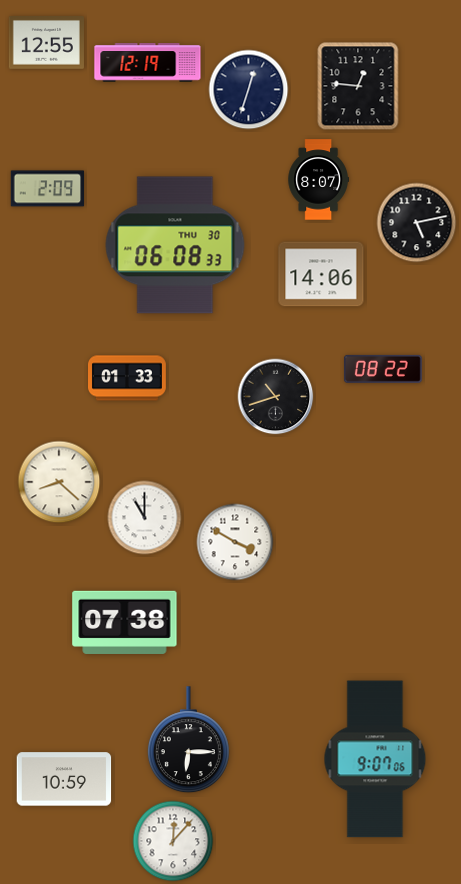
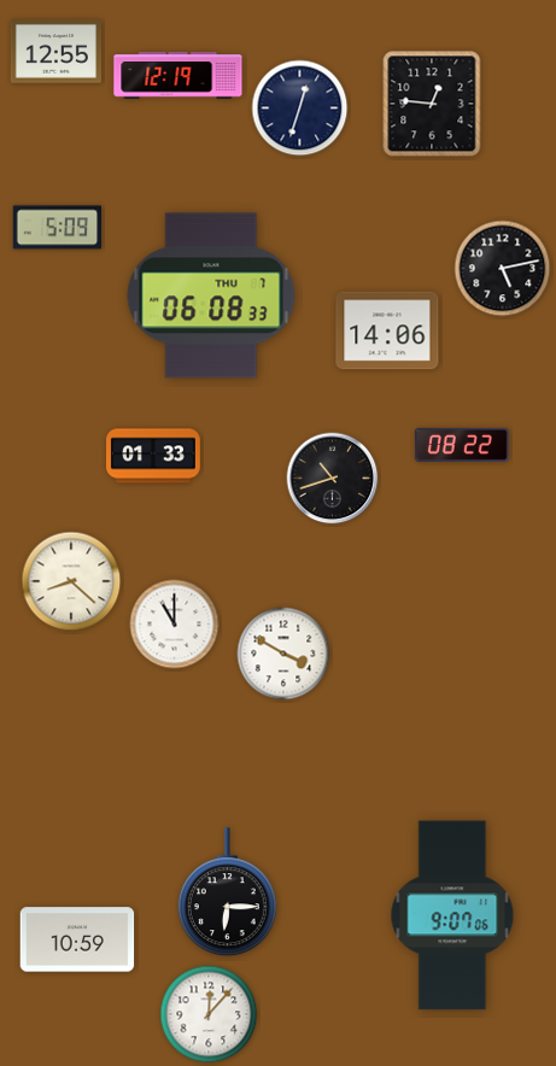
clock at (318, 180): 8:07 -> none
clock at (48, 189): 2:09 -> 5:09
clock at (175, 245) date: THU 30 -> THU 7
clock at (125, 622): 07:38 -> none
